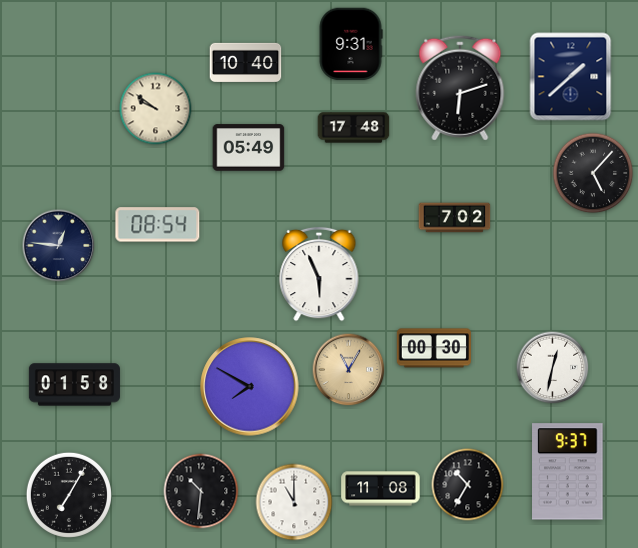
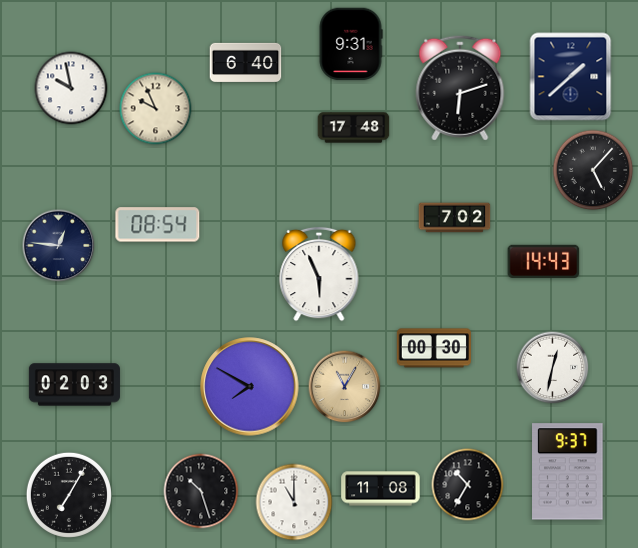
clock at (246, 62): 10:40 -> 6:40
clock at (71, 88): none -> 9:58
clock at (156, 109): 9:51 -> 9:56
clock at (249, 148): 05:49 -> none
clock at (593, 173) position: (593, 173) -> (593, 170)
clock at (544, 261): none -> 14:43
clock at (349, 370) position: (349, 370) -> (345, 387)
clock at (74, 385): 01:58 -> 02:03
clock at (201, 491): 10:31 -> 10:27
